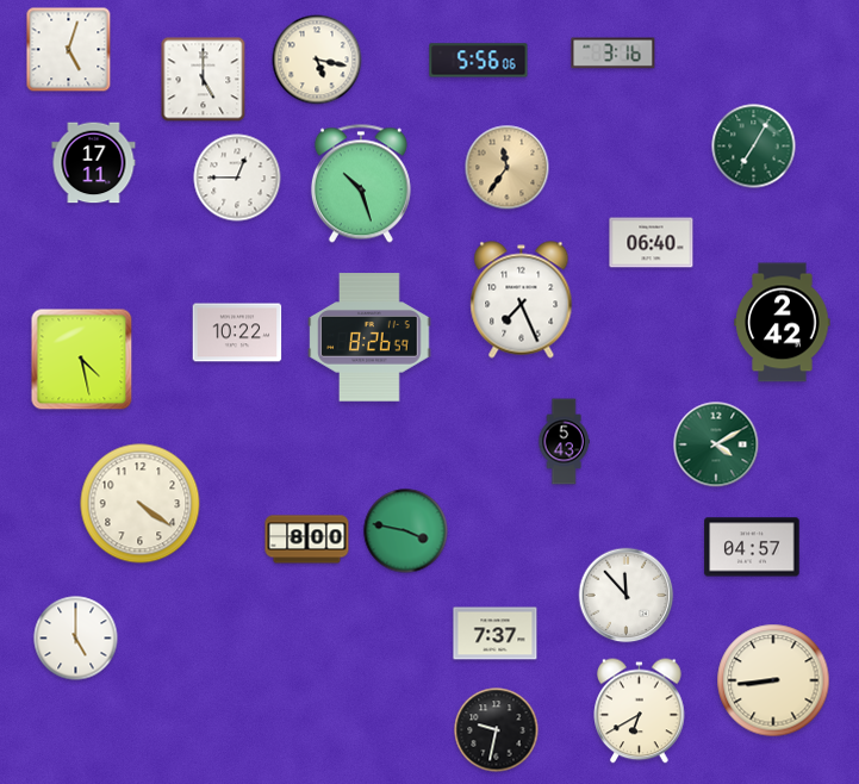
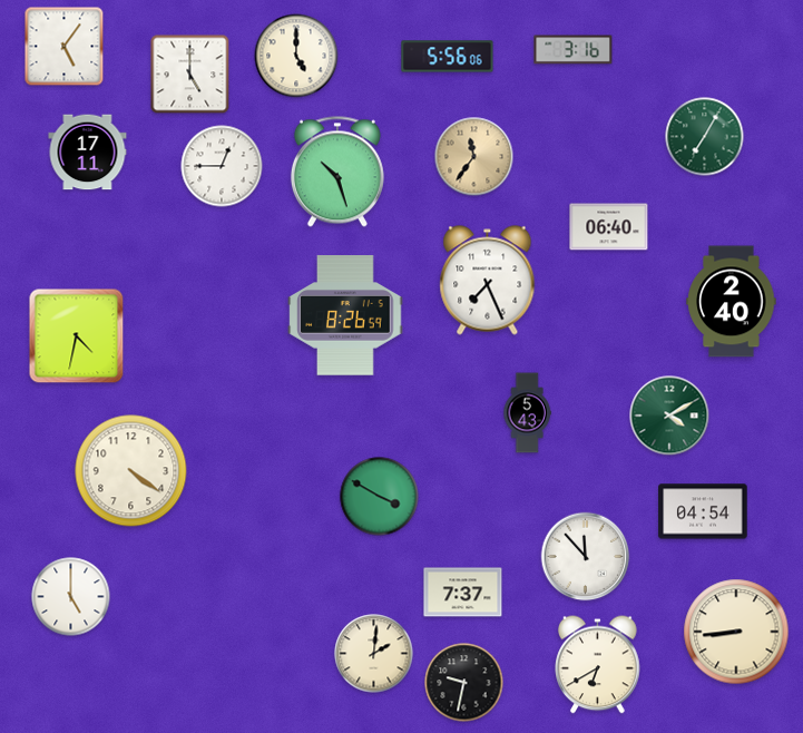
clock at (69, 50): 5:03 -> 5:06
clock at (317, 60): 5:17 -> 5:00
clock at (783, 323): 2:42 -> 2:40
clock at (237, 332): 10:22 -> none
clock at (82, 360): 4:28 -> 4:32
clock at (406, 531): 3:47 -> 3:50
clock at (307, 540): 8:00 -> none
clock at (752, 547): 04:57 -> 04:54
clock at (773, 680) position: (773, 680) -> (736, 632)
clock at (374, 654): none -> 2:01
